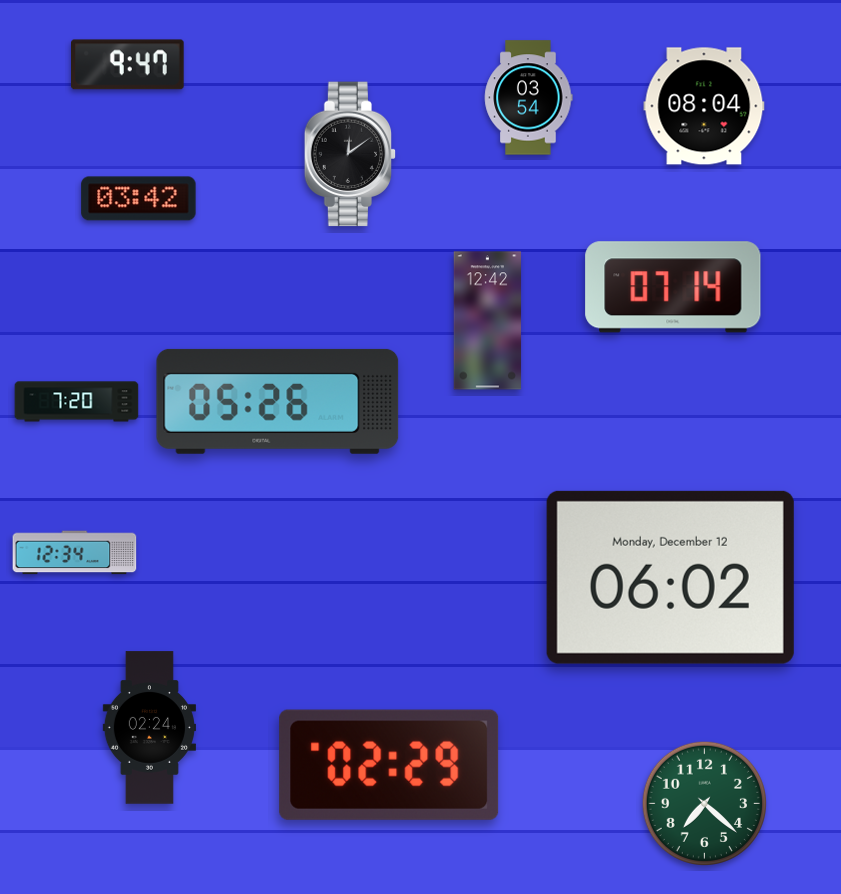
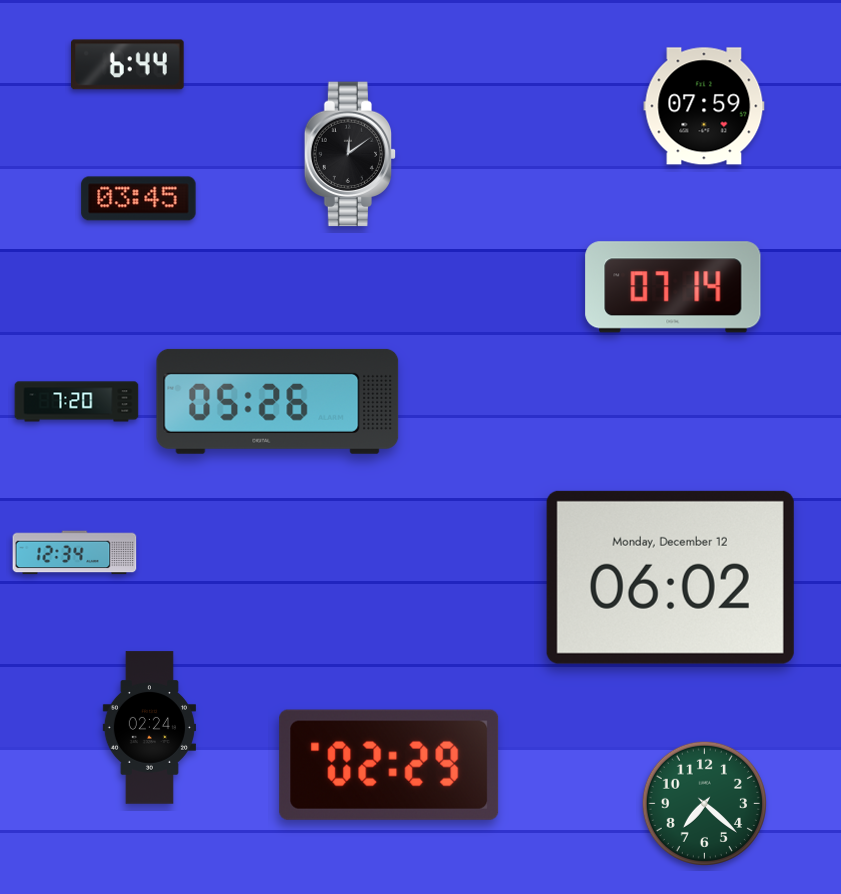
clock at (128, 65): 9:47 -> 6:44
clock at (529, 98): 03:54 -> none
clock at (704, 106): 08:04 -> 07:59
clock at (139, 199): 03:42 -> 03:45
clock at (488, 321): 12:42 -> none
